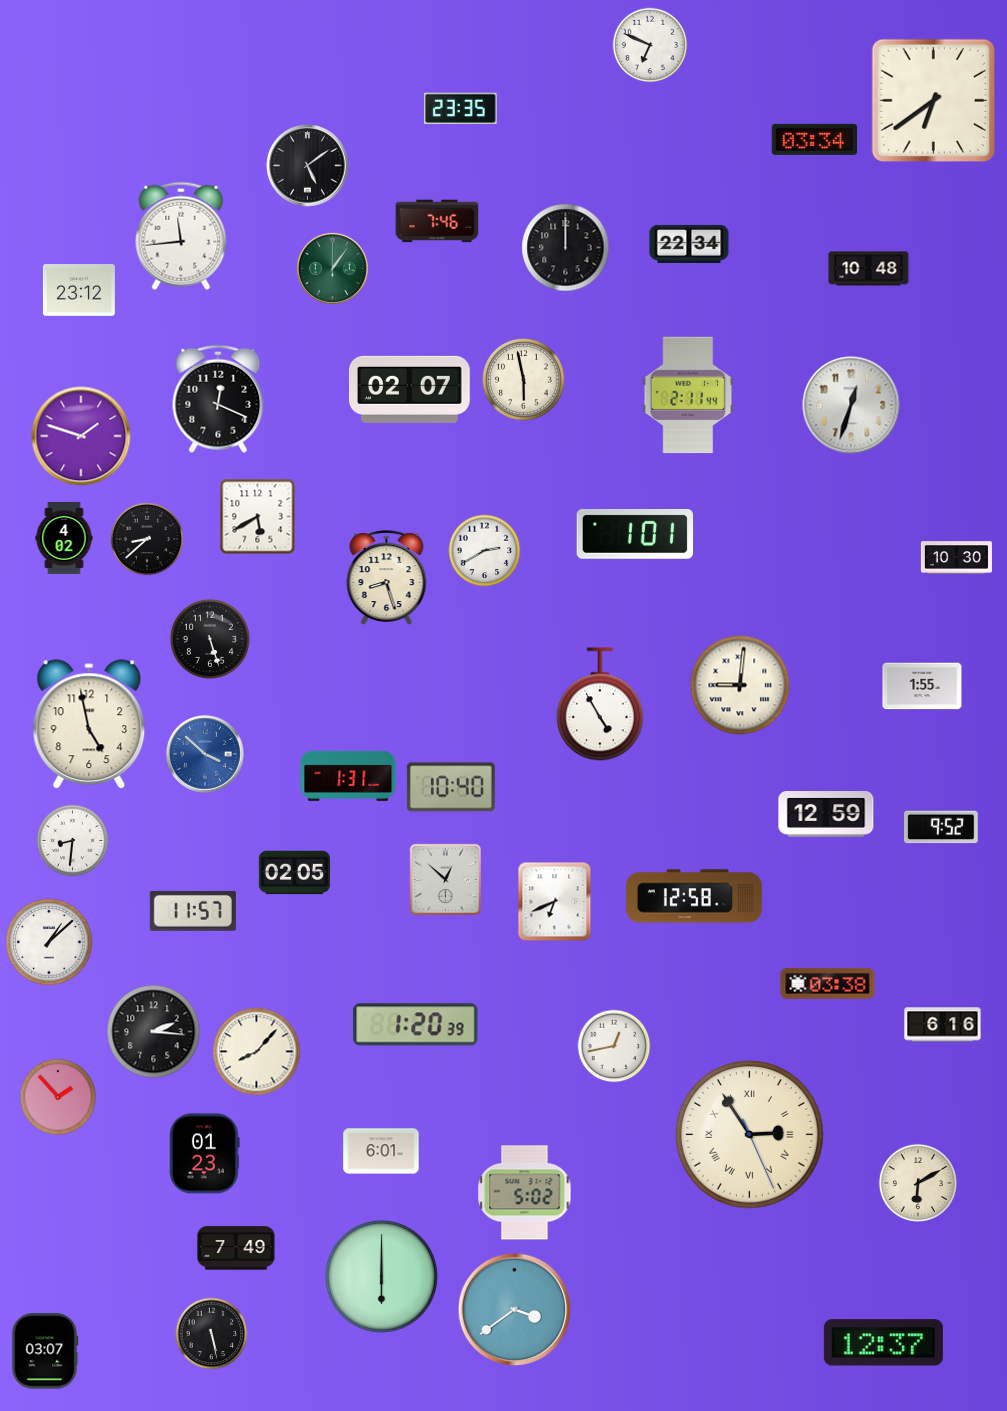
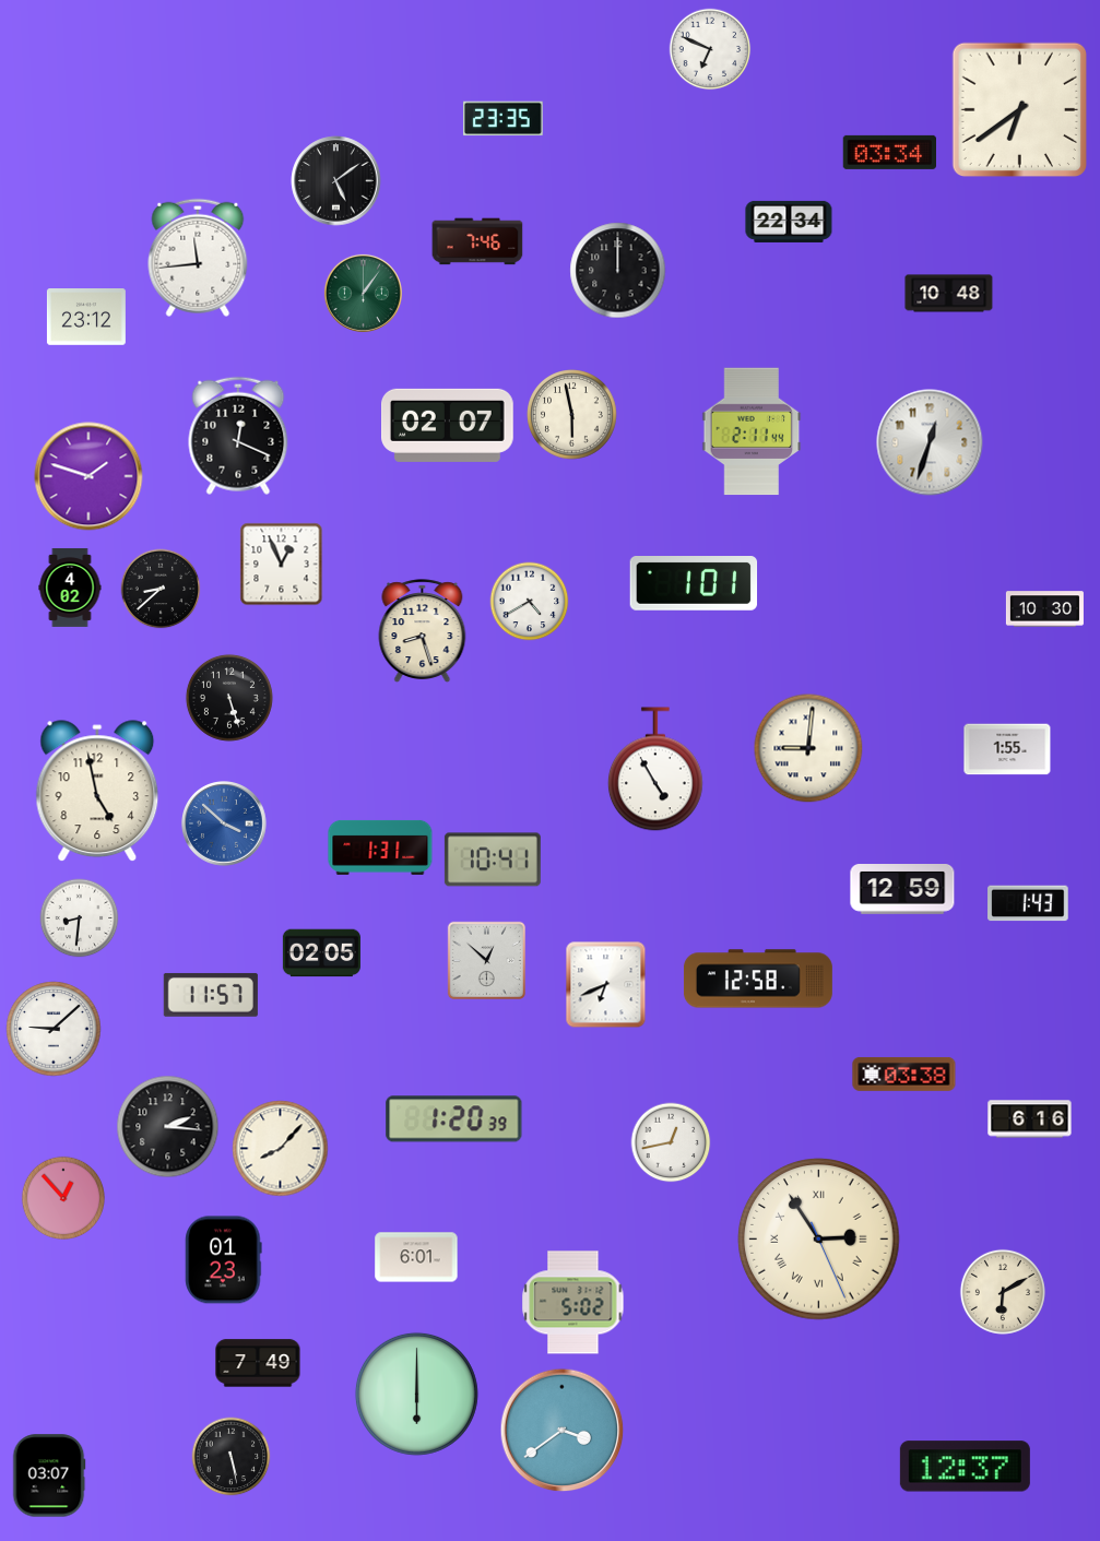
clock at (689, 244) position: (689, 244) -> (789, 222)
clock at (258, 517): 5:40 -> 12:56
clock at (485, 551): 2:40 -> 4:40
clock at (451, 787): 10:40 -> 10:41
clock at (941, 827): 9:52 -> 1:43
clock at (49, 942): 1:08 -> 9:08
clock at (57, 1096): 1:53 -> 12:53
